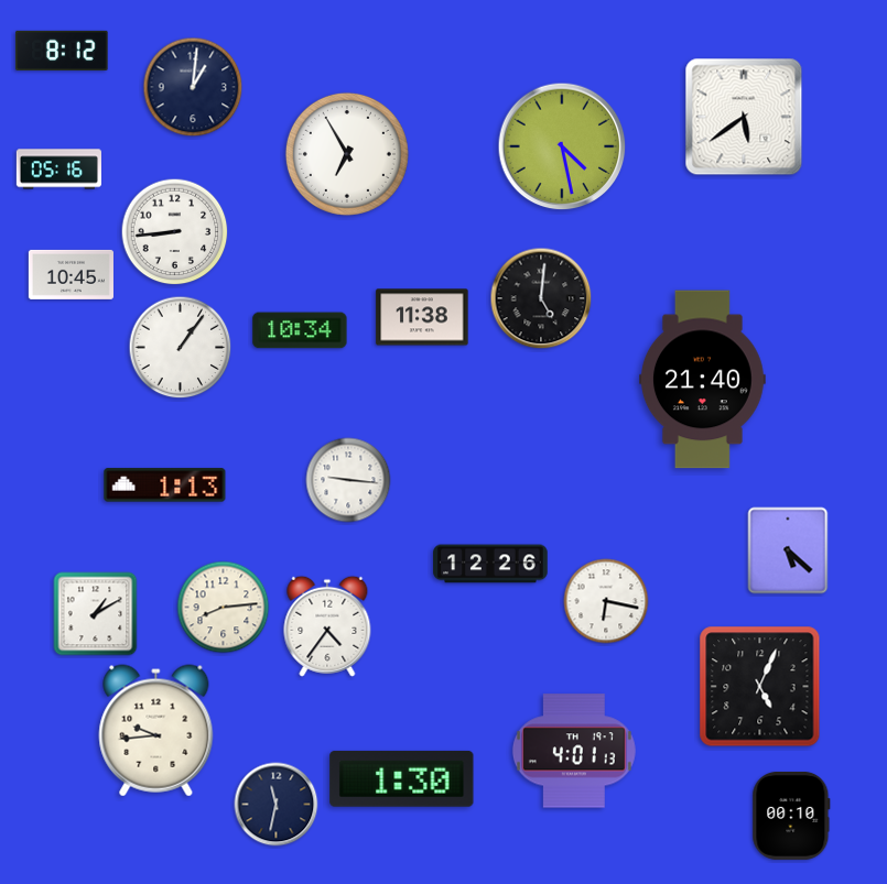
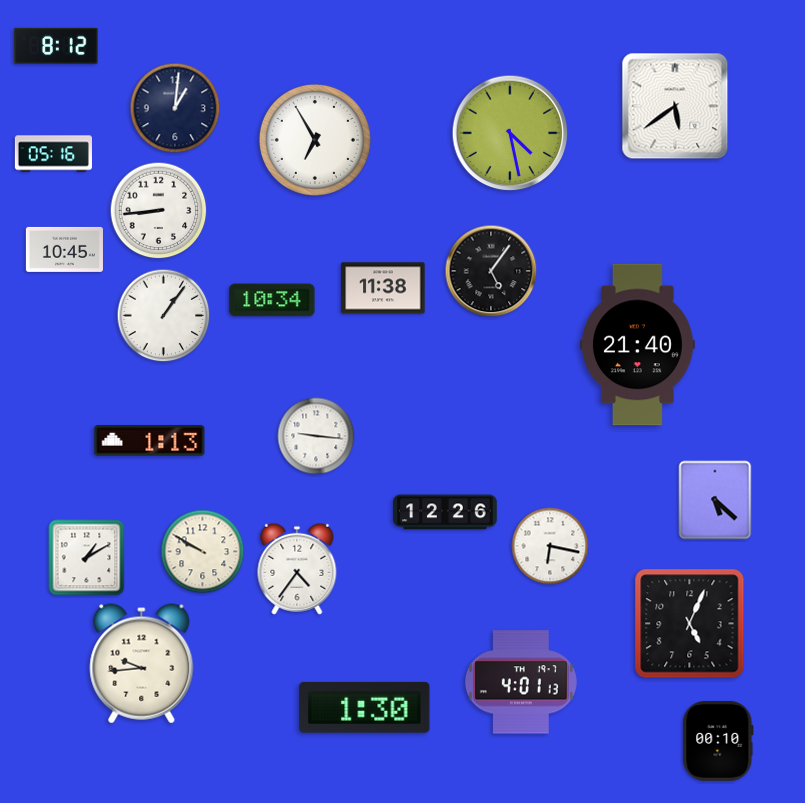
clock at (193, 87) position: (193, 87) -> (175, 108)
clock at (541, 298): 5:01 -> 5:06
clock at (224, 608): 8:14 -> 9:50
clock at (277, 805): 11:32 -> none
